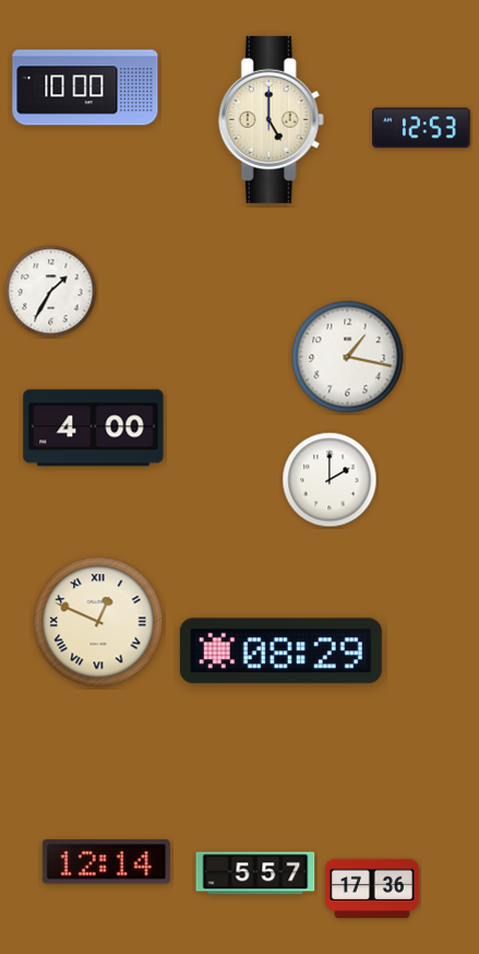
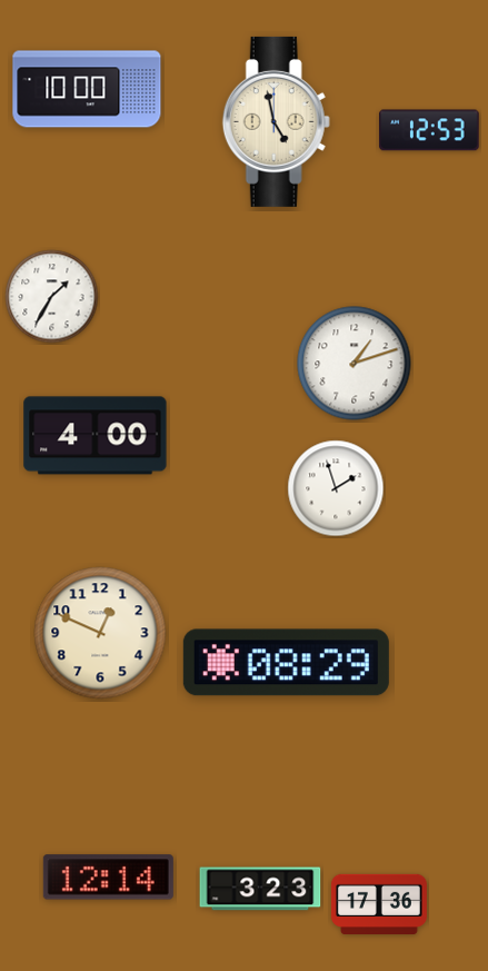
clock at (271, 119): 5:00 -> 4:58
clock at (348, 357): 1:17 -> 1:12
clock at (330, 480): 2:00 -> 1:57
clock at (98, 622) numerals: Roman -> Arabic
clock at (255, 873): 5:57 -> 3:23
